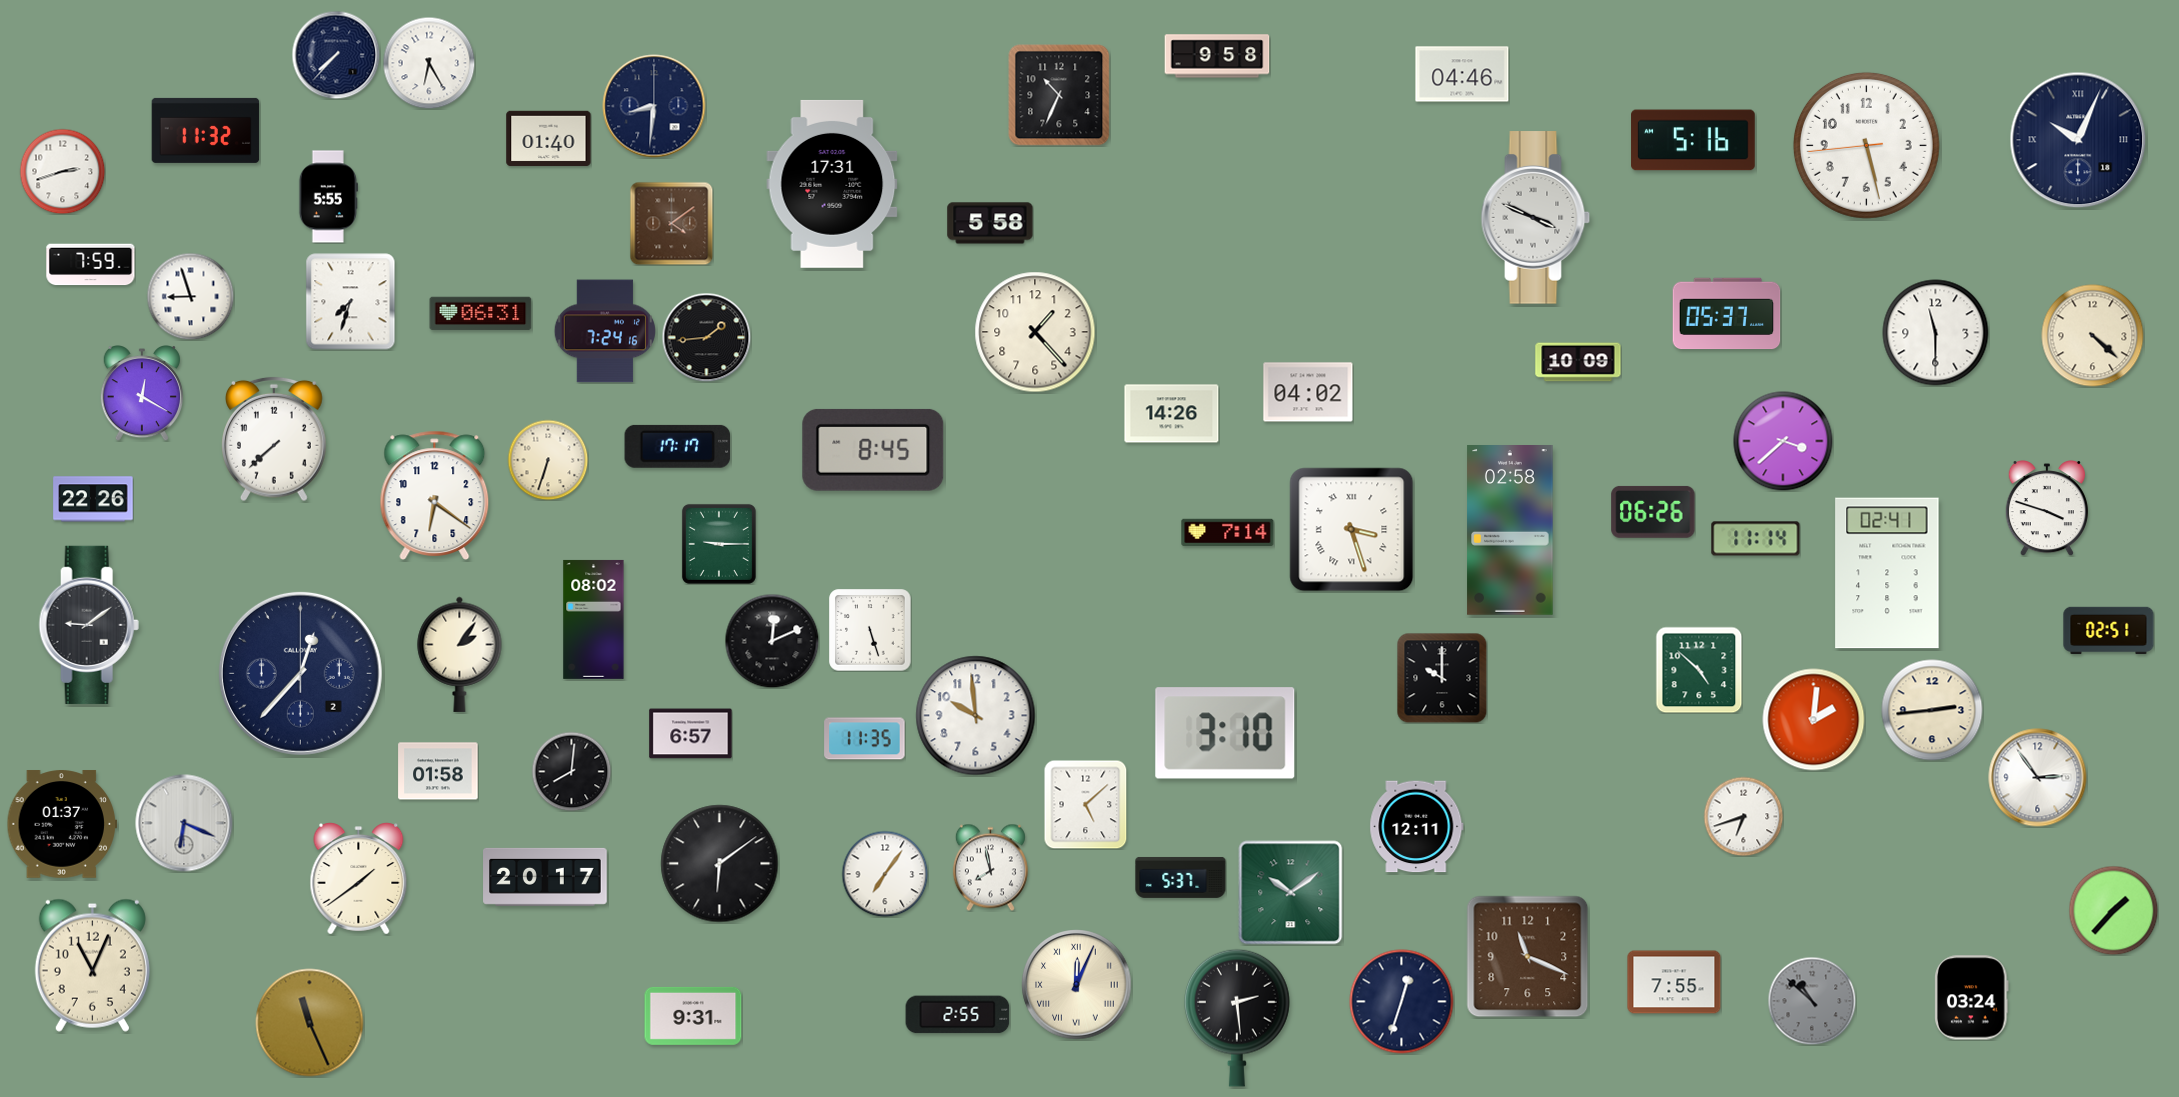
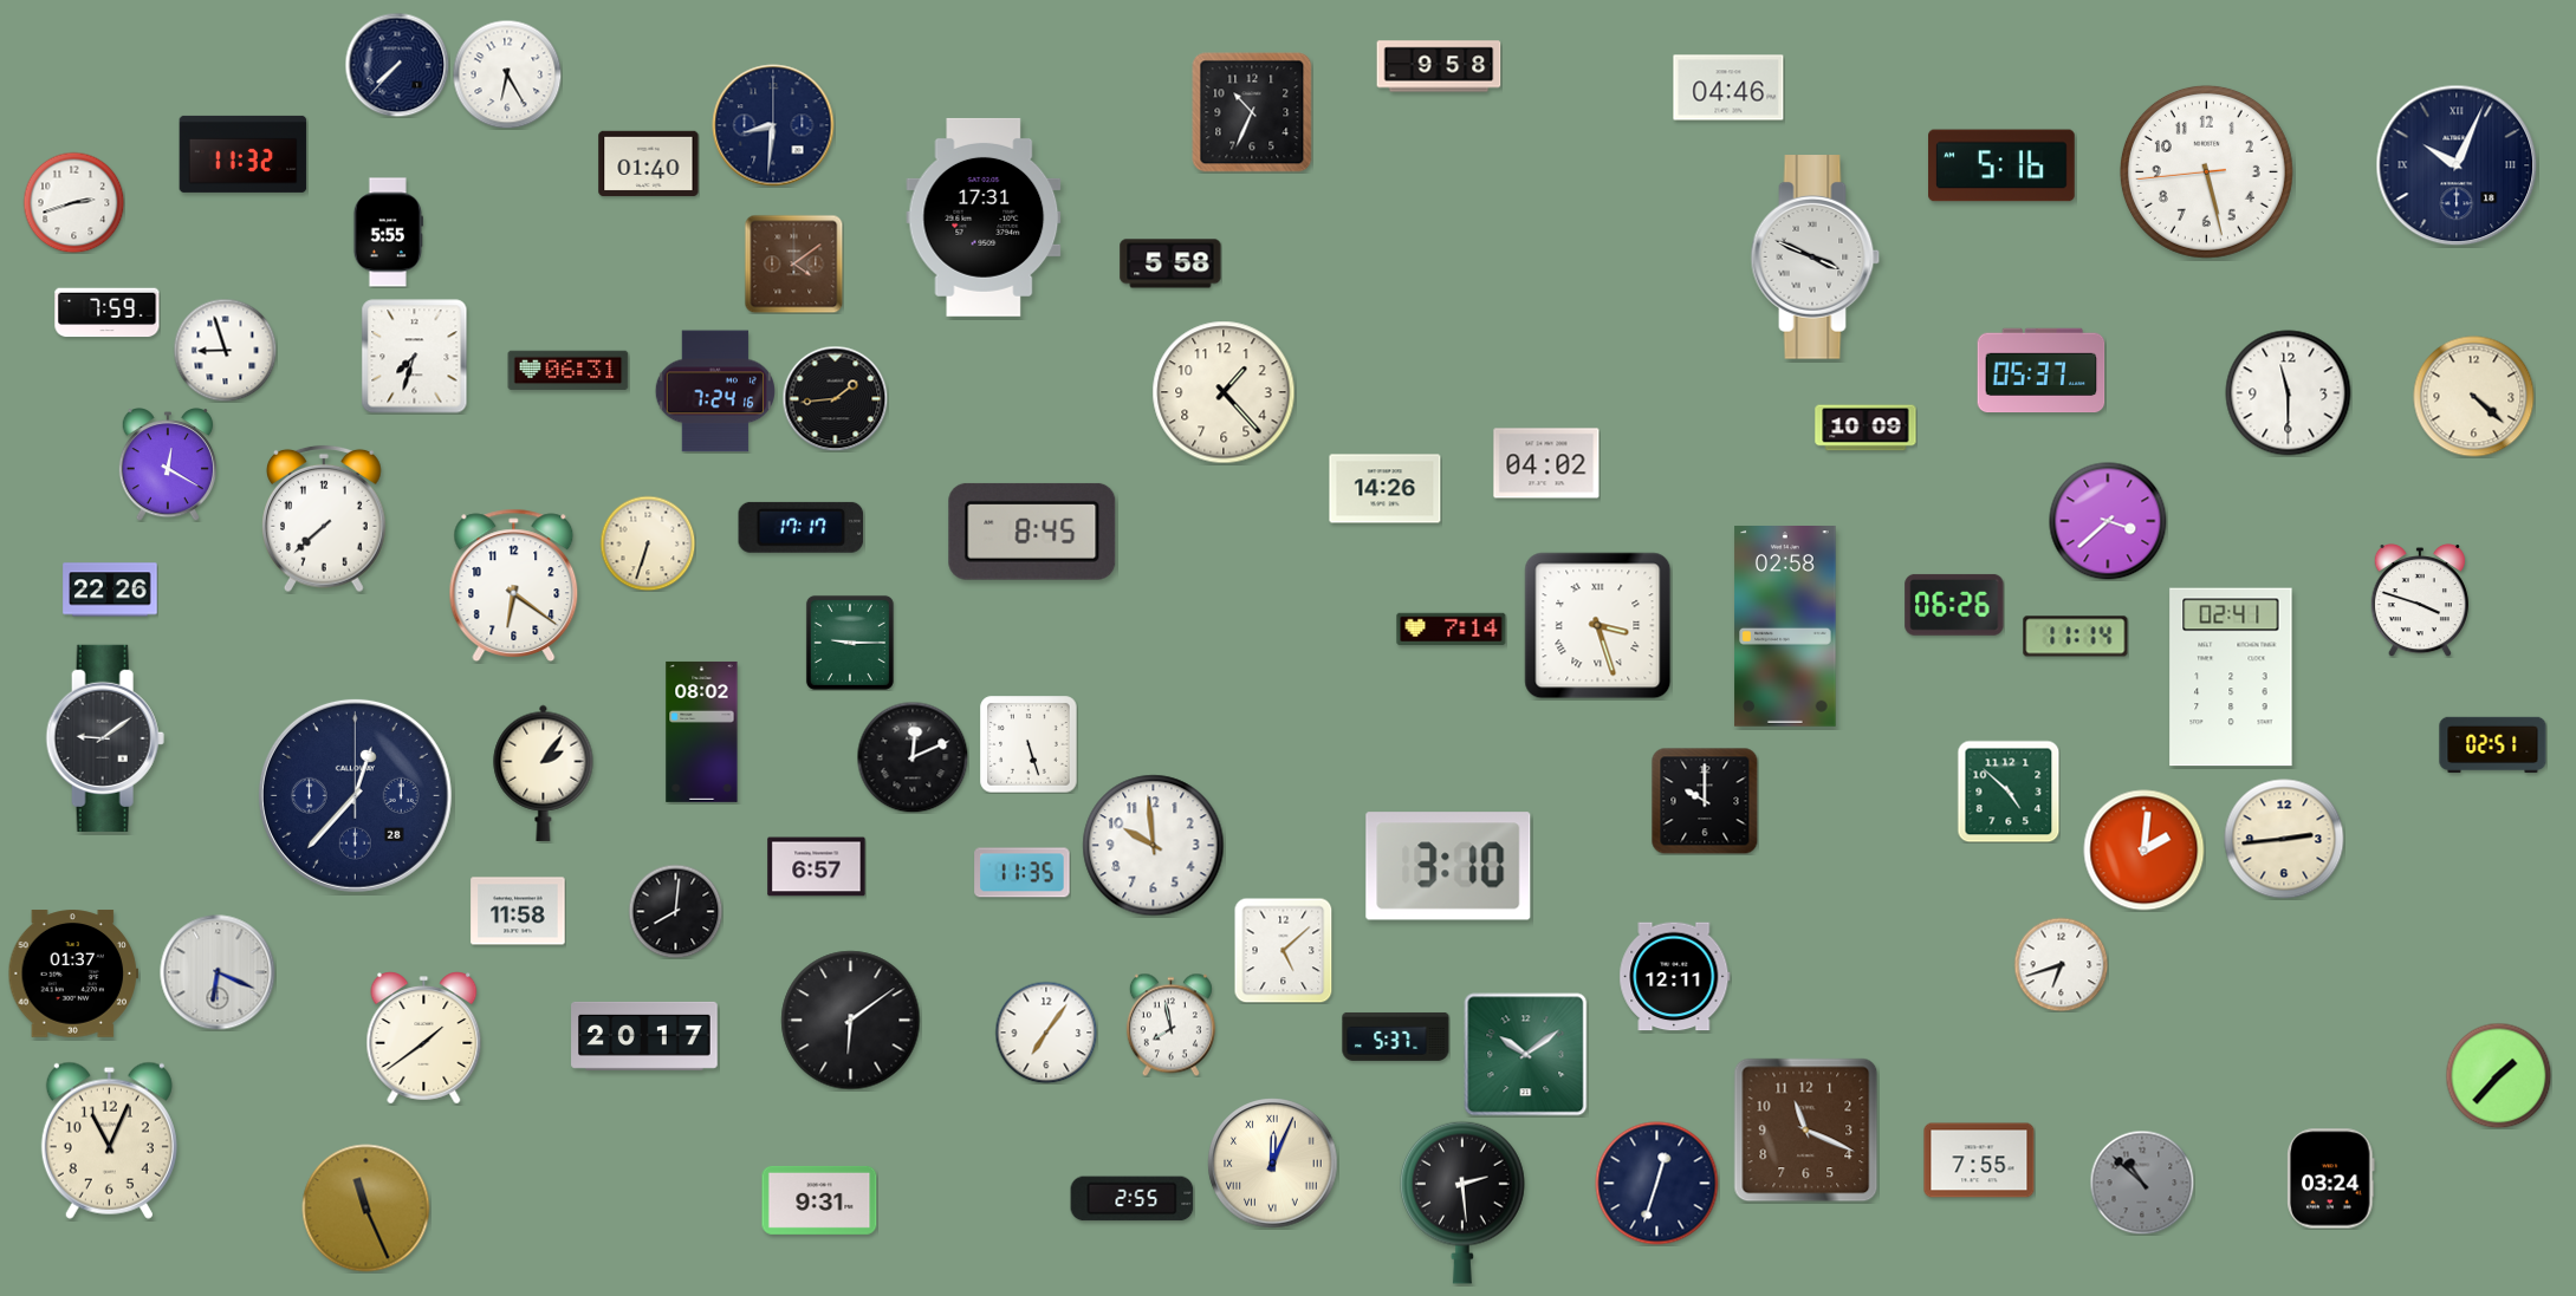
clock at (300, 673) date: 2 -> 28
clock at (438, 771): 01:58 -> 11:58
clock at (2038, 778): 2:54 -> none
